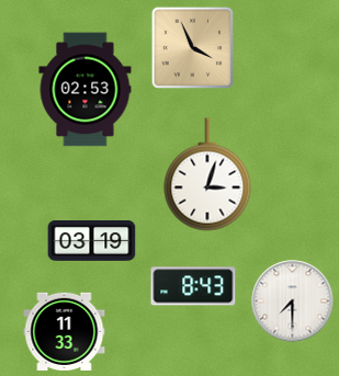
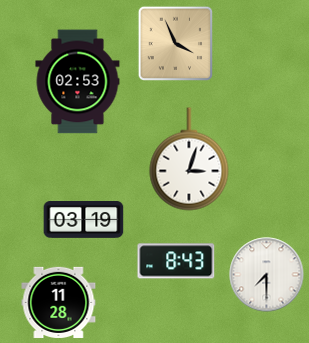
clock at (65, 331): 11:33 -> 11:28
